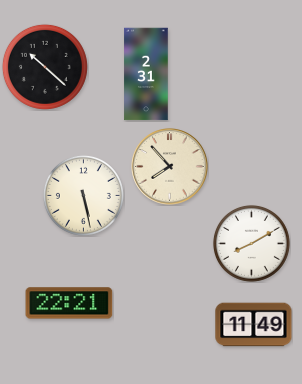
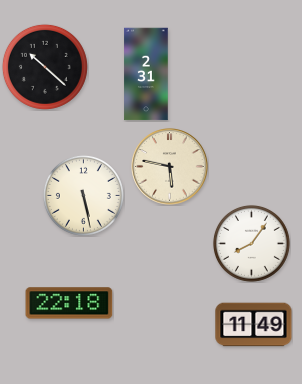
clock at (170, 167): 7:53 -> 5:47
clock at (251, 243): 8:10 -> 8:06
clock at (69, 303): 22:21 -> 22:18
